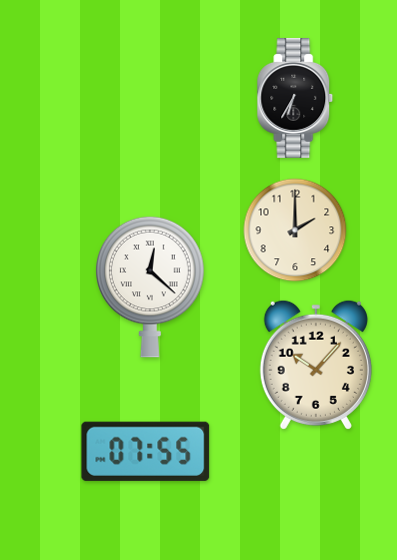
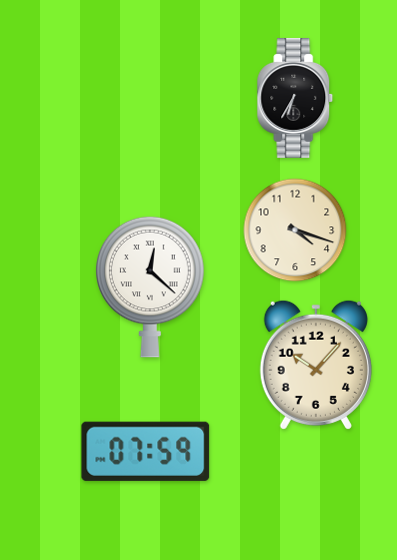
clock at (295, 230): 2:00 -> 4:18
clock at (146, 451): 07:55 -> 07:59
